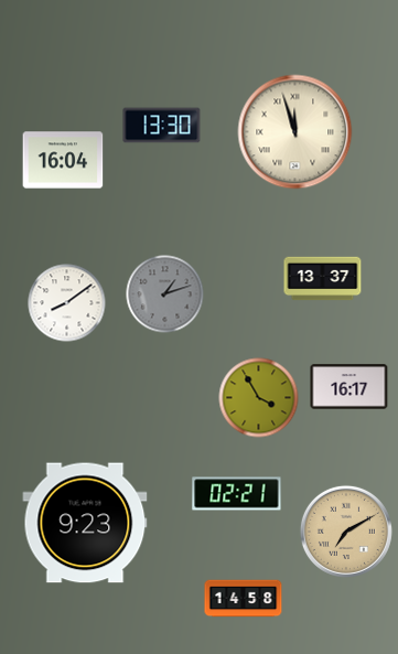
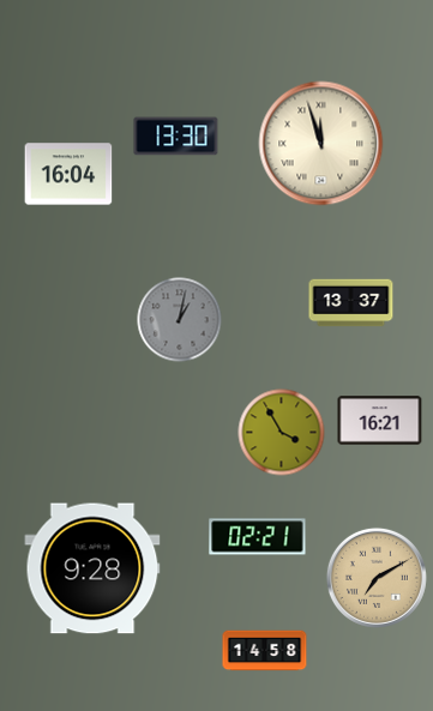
clock at (165, 294): 1:12 -> 1:02
clock at (67, 303): 8:09 -> none
clock at (349, 387): 16:17 -> 16:21
clock at (85, 523): 9:23 -> 9:28
